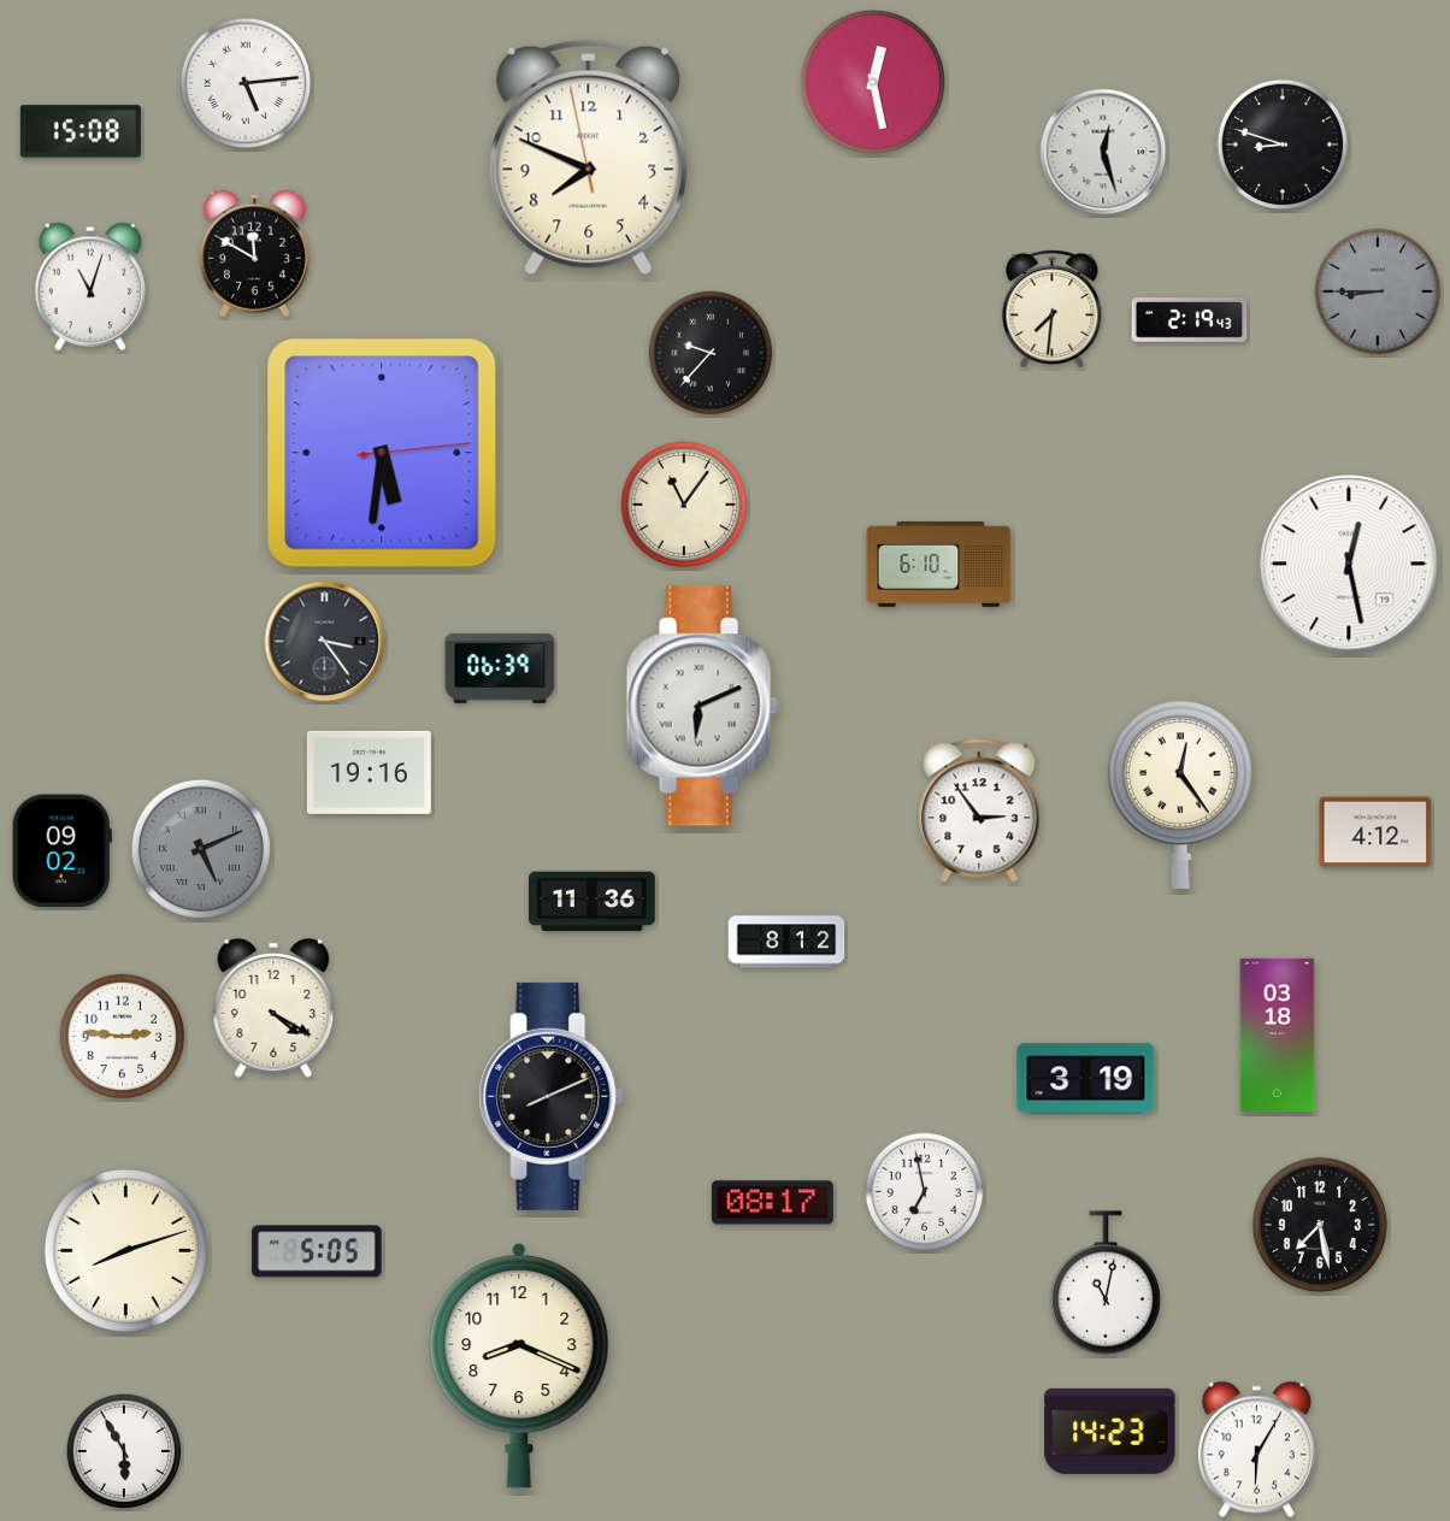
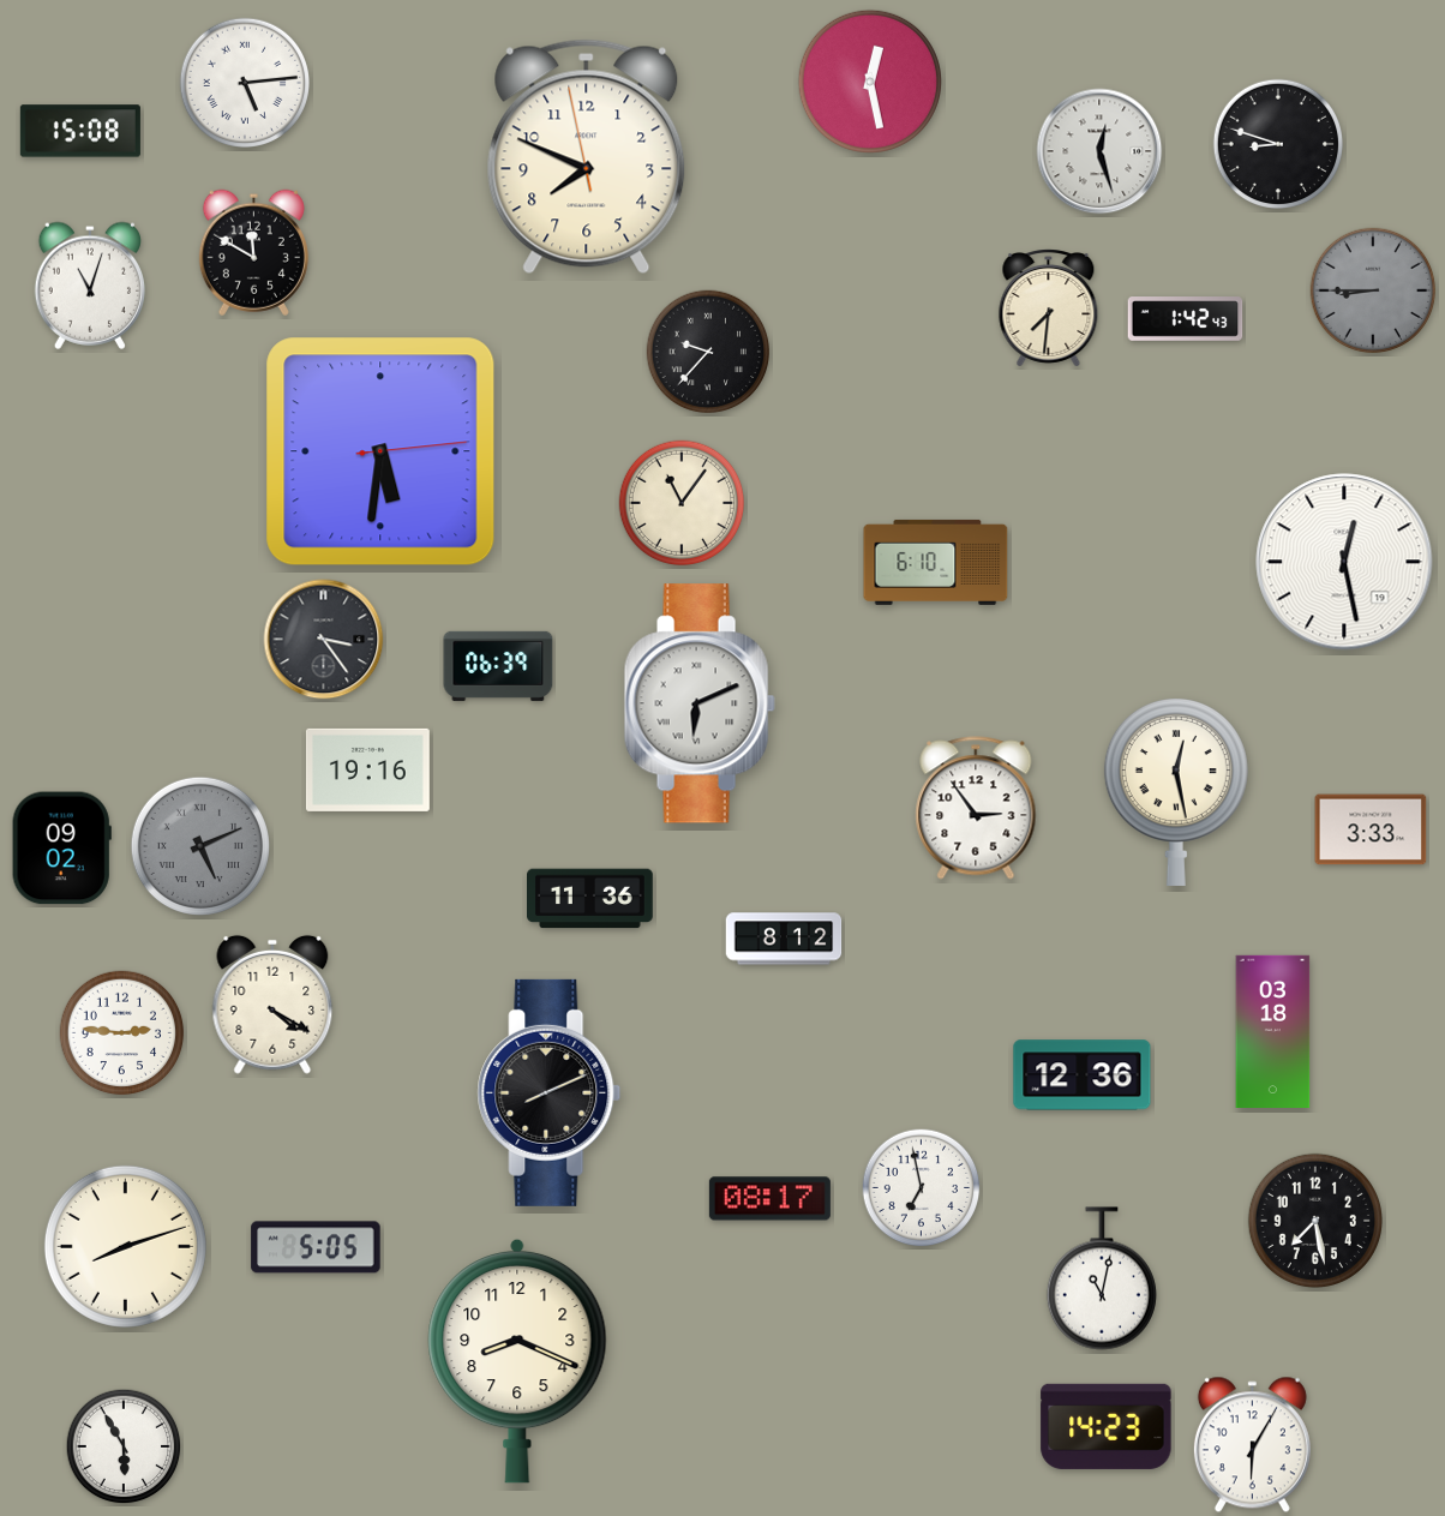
clock at (1190, 320): 2:19 -> 1:42
clock at (1180, 795): 12:24 -> 12:28
clock at (1375, 832): 4:12 -> 3:33
clock at (1086, 1079): 3:19 -> 12:36
